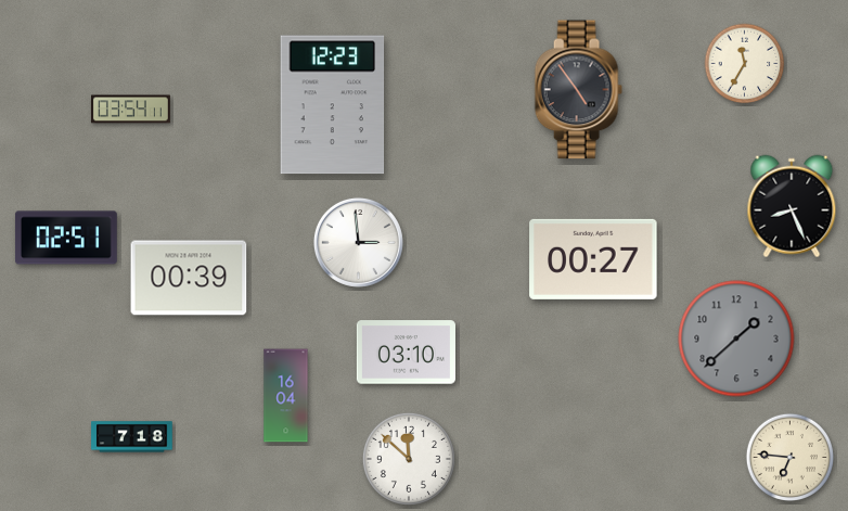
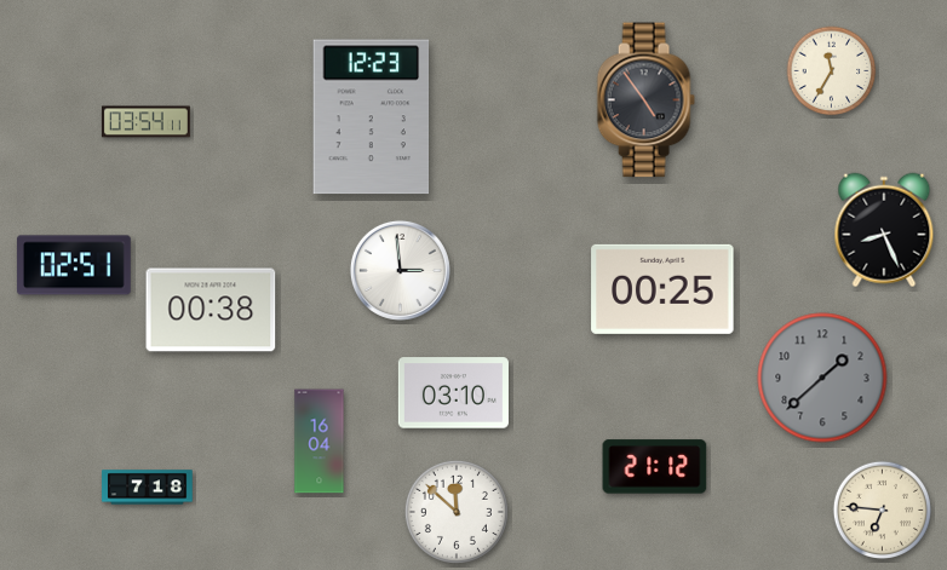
clock at (593, 259): 00:27 -> 00:25
clock at (189, 278): 00:39 -> 00:38
clock at (655, 467): none -> 21:12
